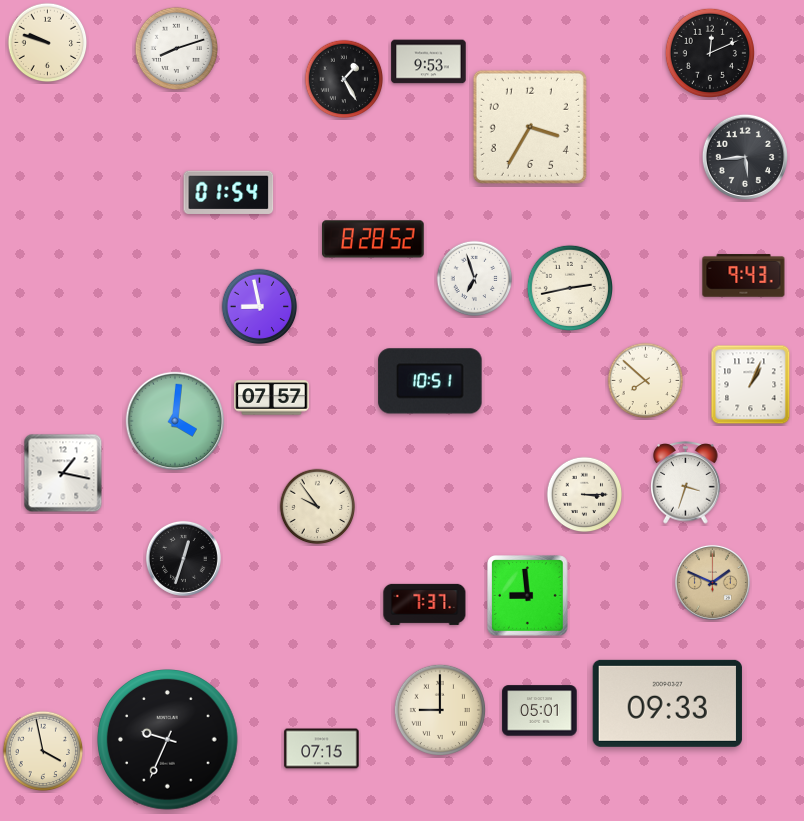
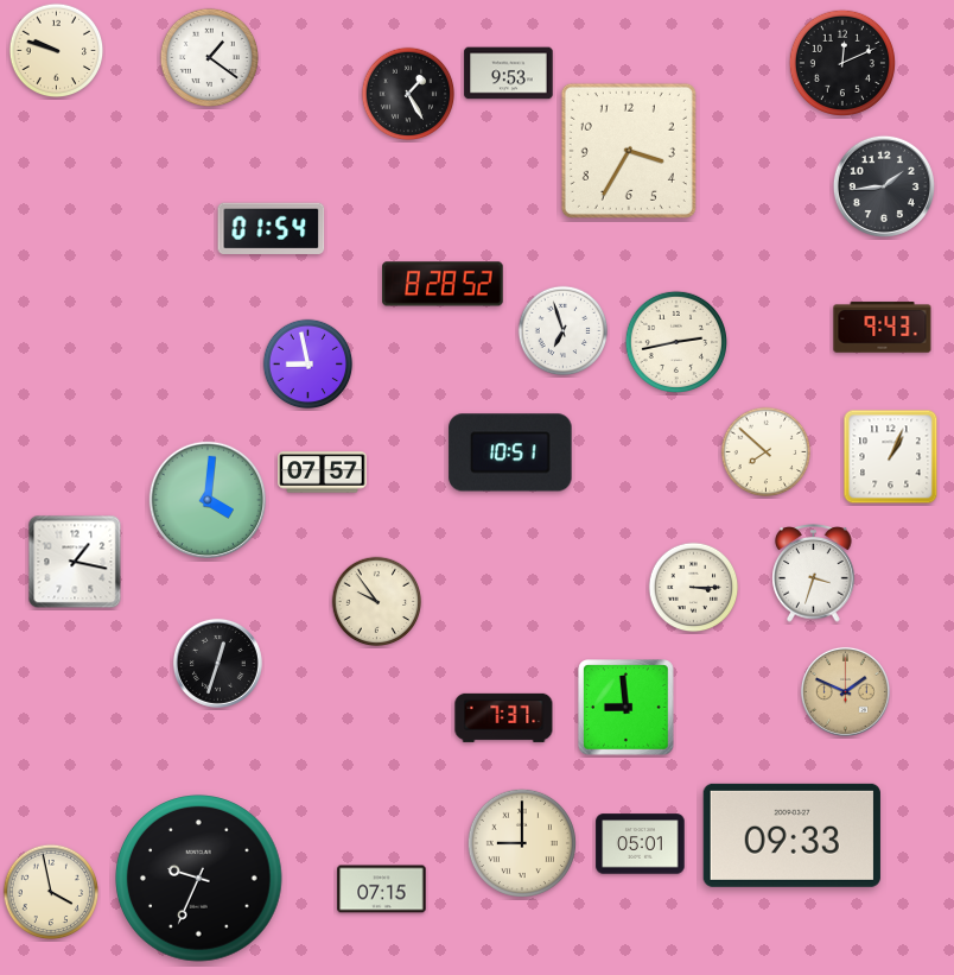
clock at (176, 48): 8:12 -> 1:21
clock at (745, 157): 5:44 -> 1:44
